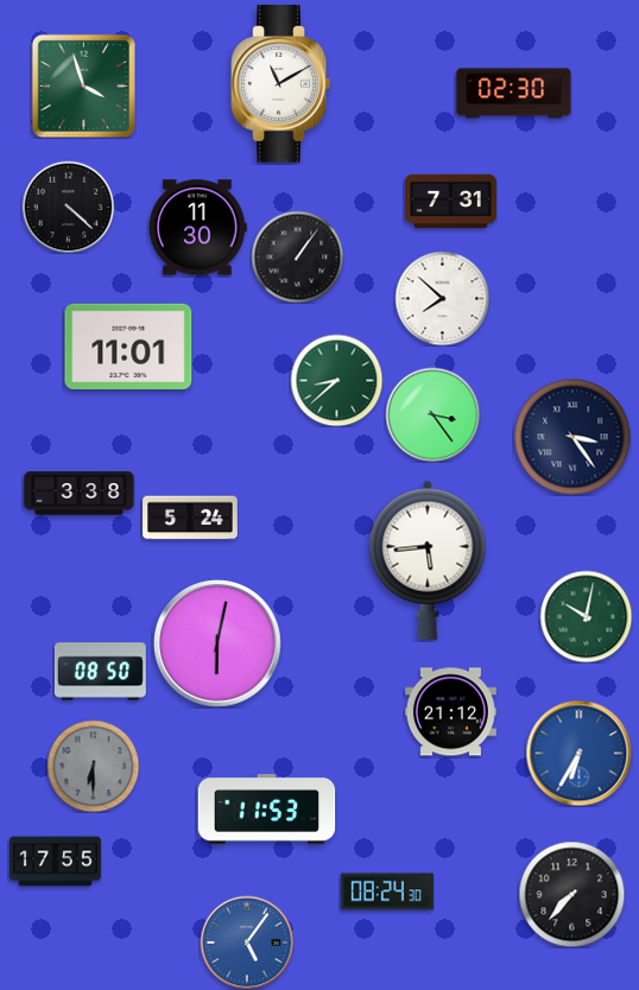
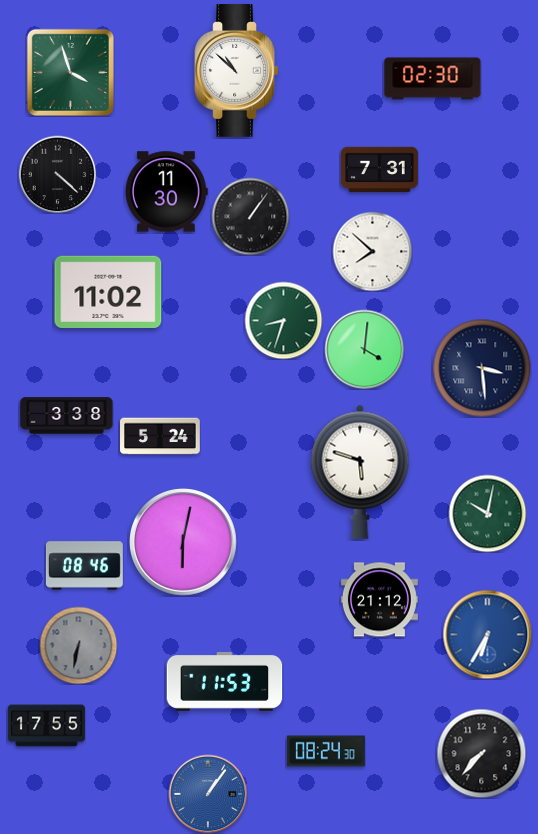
clock at (281, 84): 11:10 -> 10:52
clock at (128, 345): 11:01 -> 11:02
clock at (336, 380): 8:38 -> 8:33
clock at (432, 414): 3:24 -> 4:01
clock at (572, 437): 3:24 -> 3:29
clock at (428, 560): 5:44 -> 5:48
clock at (586, 616) position: (586, 616) -> (487, 513)
clock at (100, 672): 08:50 -> 08:46
clock at (93, 766): 6:30 -> 6:32
clock at (247, 943): 5:06 -> 1:06
